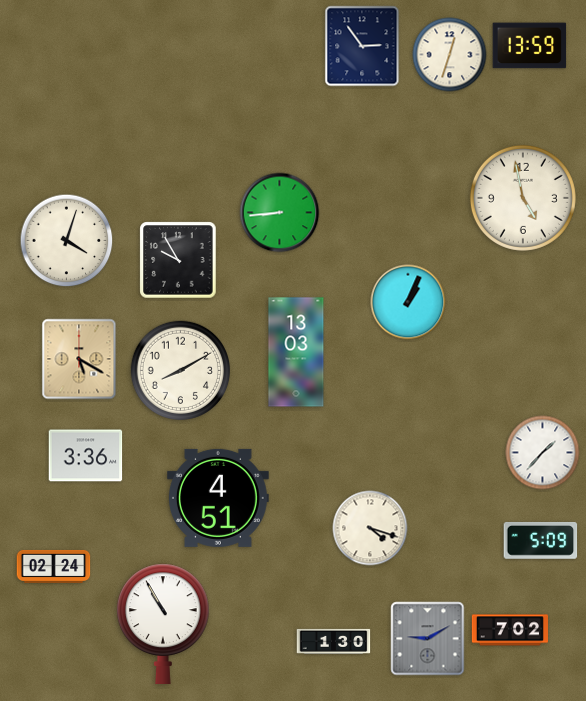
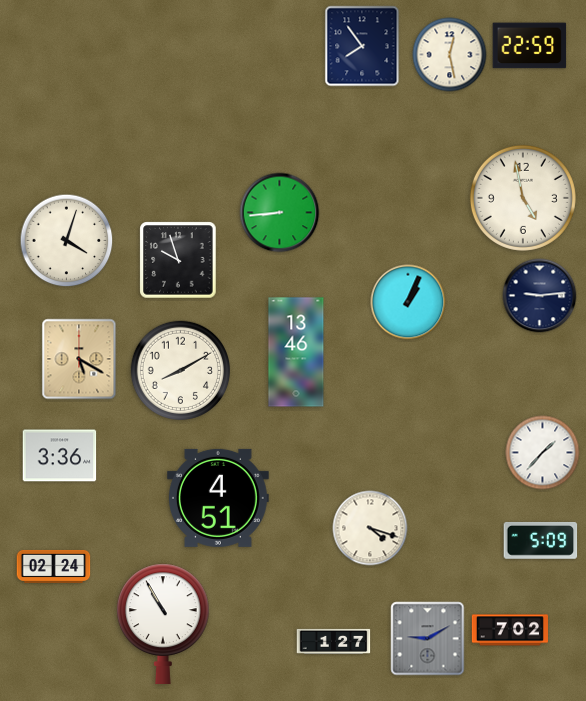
clock at (362, 46): 2:54 -> 7:54
clock at (530, 46): 13:59 -> 22:59
clock at (450, 55): 12:33 -> 12:28
clock at (178, 260): 9:55 -> 9:57
clock at (540, 296): none -> 9:14
clock at (296, 352): 13:03 -> 13:46
clock at (86, 456) position: (86, 456) -> (60, 456)
clock at (334, 641): 1:30 -> 1:27
